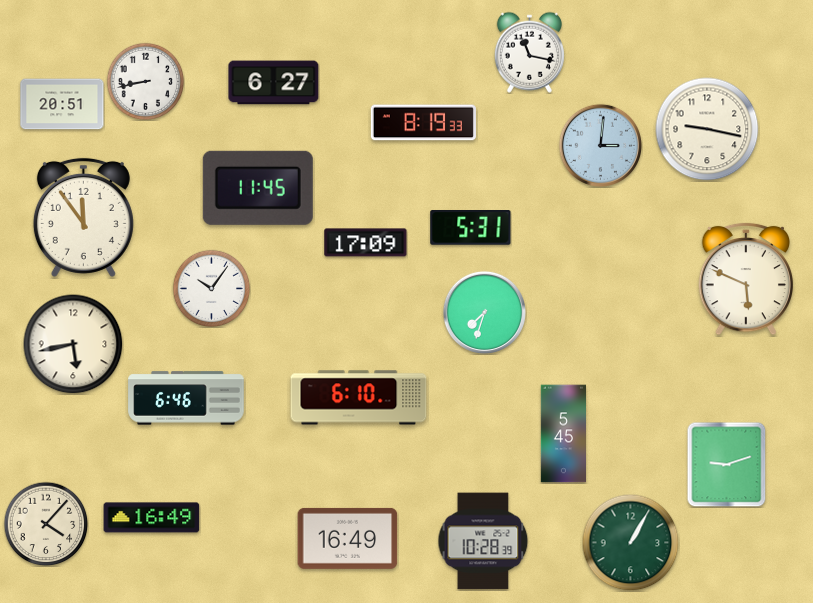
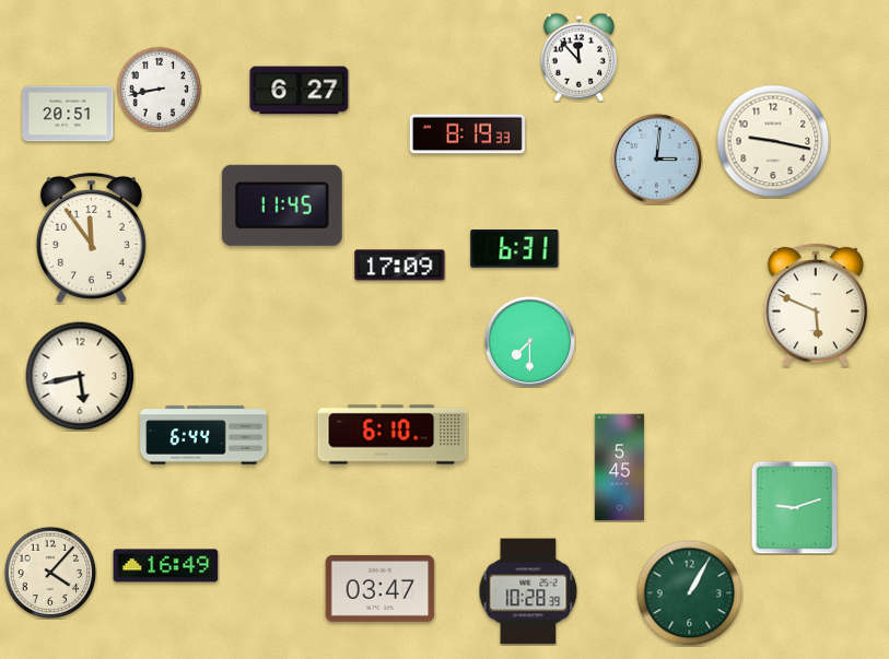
clock at (529, 52): 11:17 -> 11:53
clock at (423, 123) position: (423, 123) -> (467, 134)
clock at (471, 228): 5:31 -> 6:31
clock at (211, 288): 10:06 -> none
clock at (484, 312): 7:33 -> 7:30
clock at (186, 398): 6:46 -> 6:44
clock at (563, 434) position: (563, 434) -> (619, 468)
clock at (348, 538): 16:49 -> 03:47
